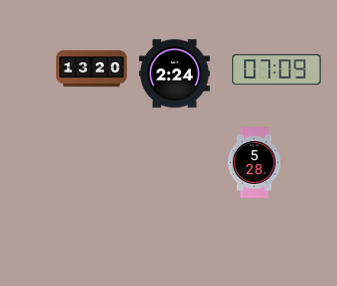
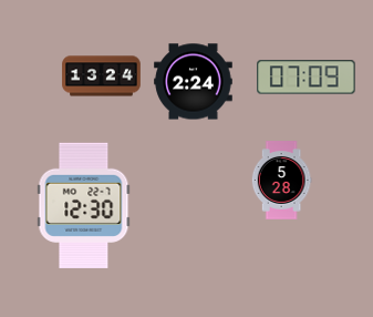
clock at (92, 69): 13:20 -> 13:24
clock at (84, 205): none -> 12:30
